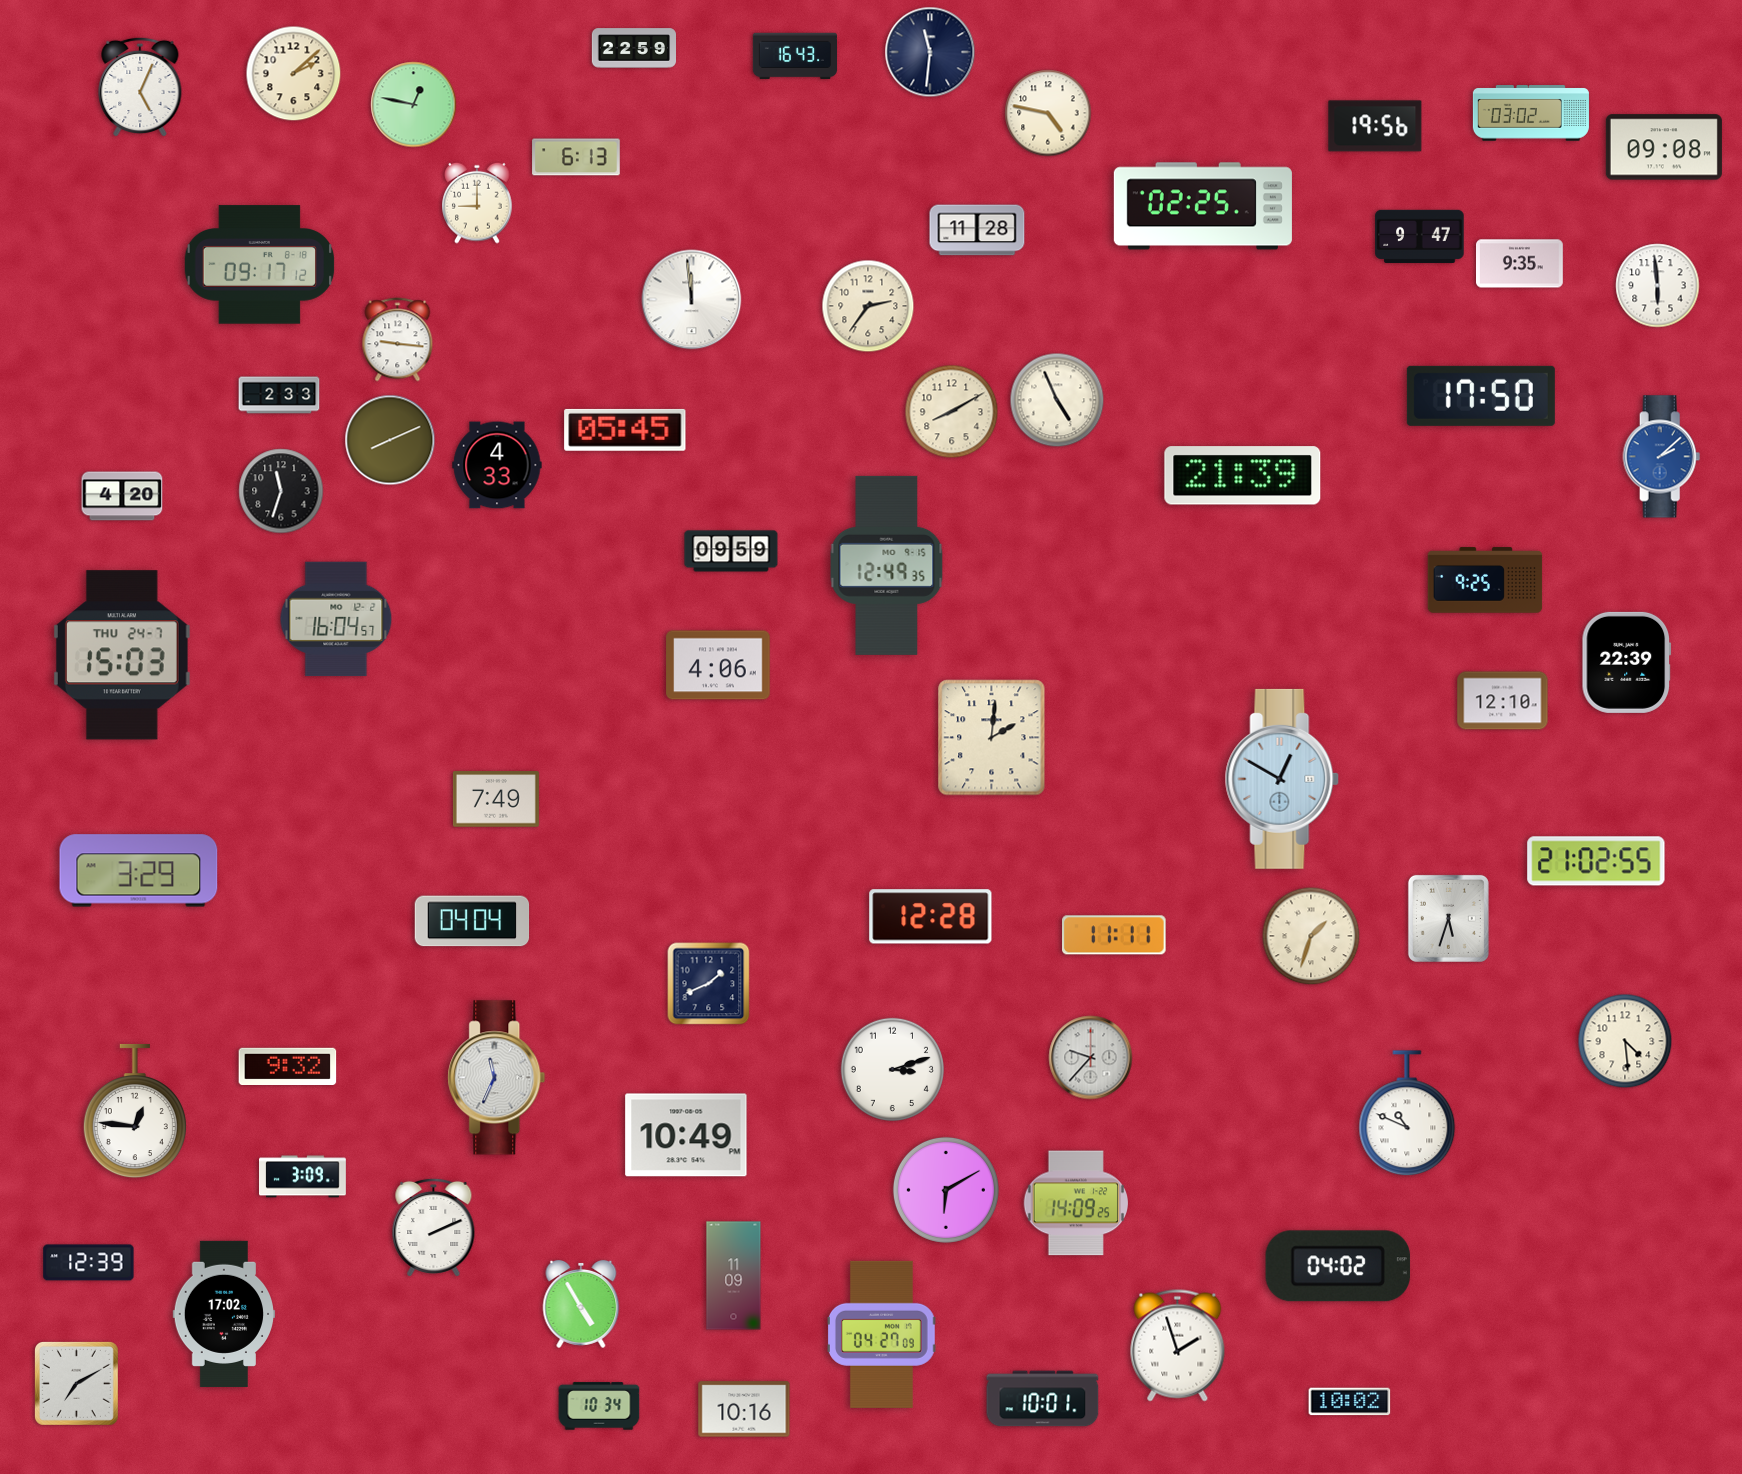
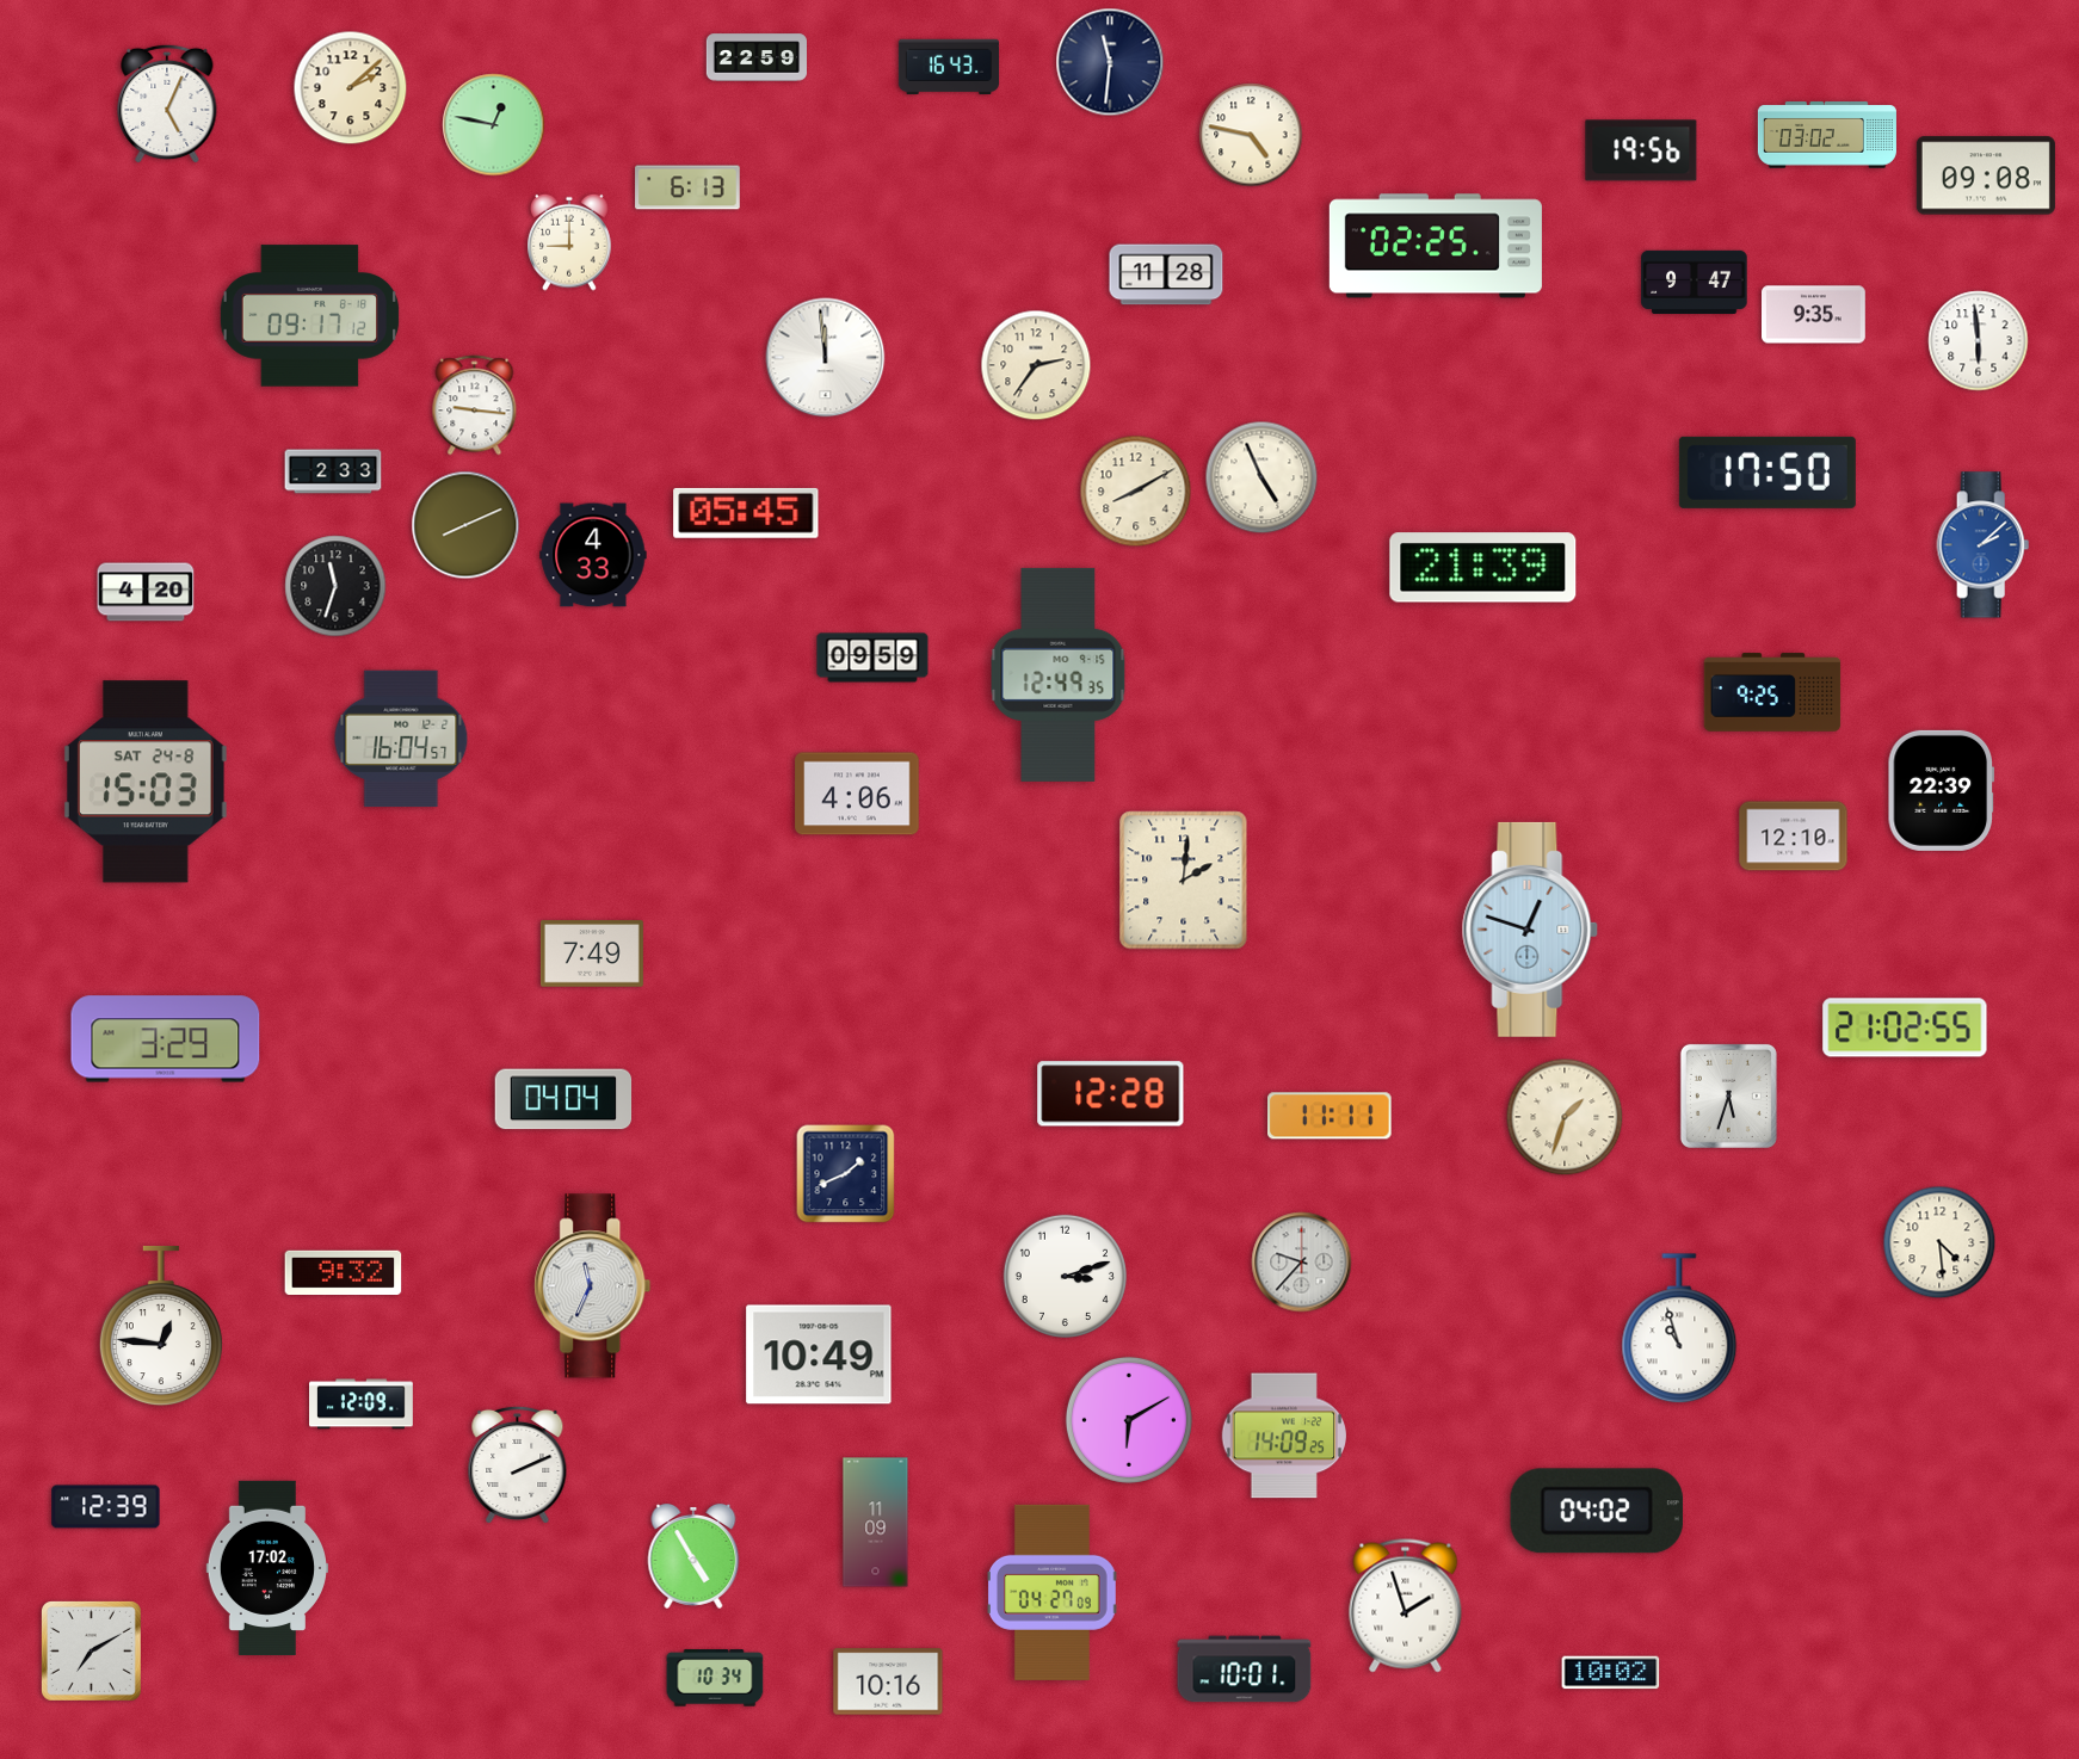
clock at (122, 655) date: THU 24-7 -> SAT 24-8
clock at (1282, 779): 12:50 -> 12:48
clock at (1407, 1114): 10:49 -> 10:57
clock at (303, 1177): 3:09 -> 12:09
